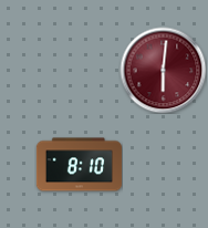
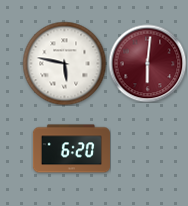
clock at (64, 63): none -> 5:47
clock at (79, 165): 8:10 -> 6:20
